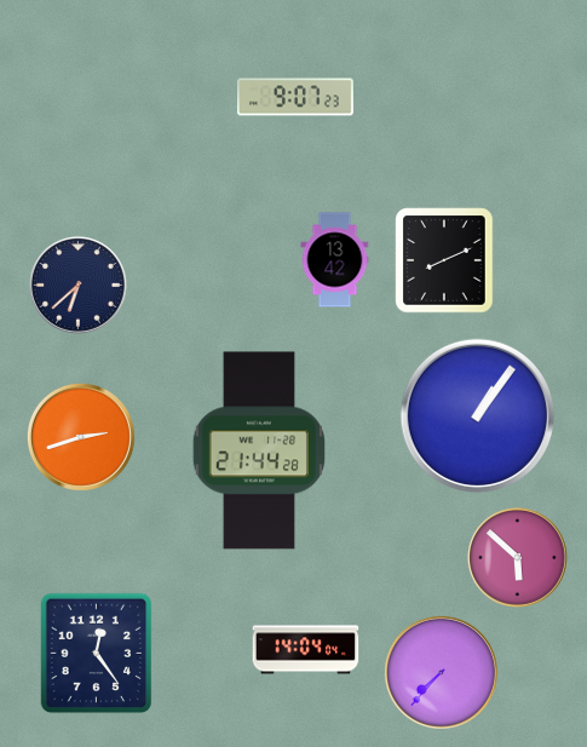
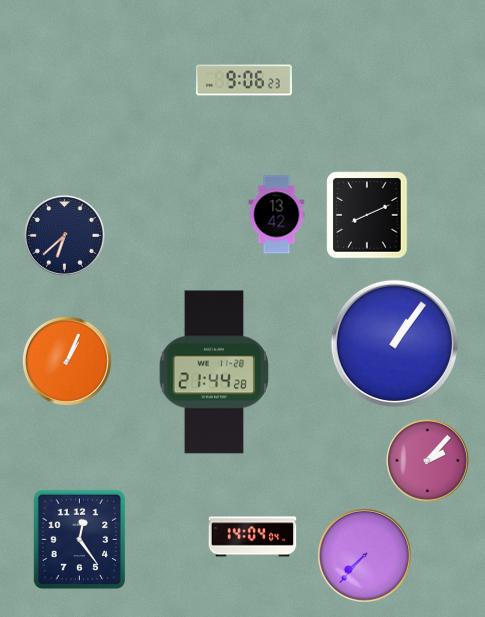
clock at (297, 97): 9:07 -> 9:06
clock at (81, 437): 2:42 -> 1:04
clock at (518, 558): 5:52 -> 2:07
